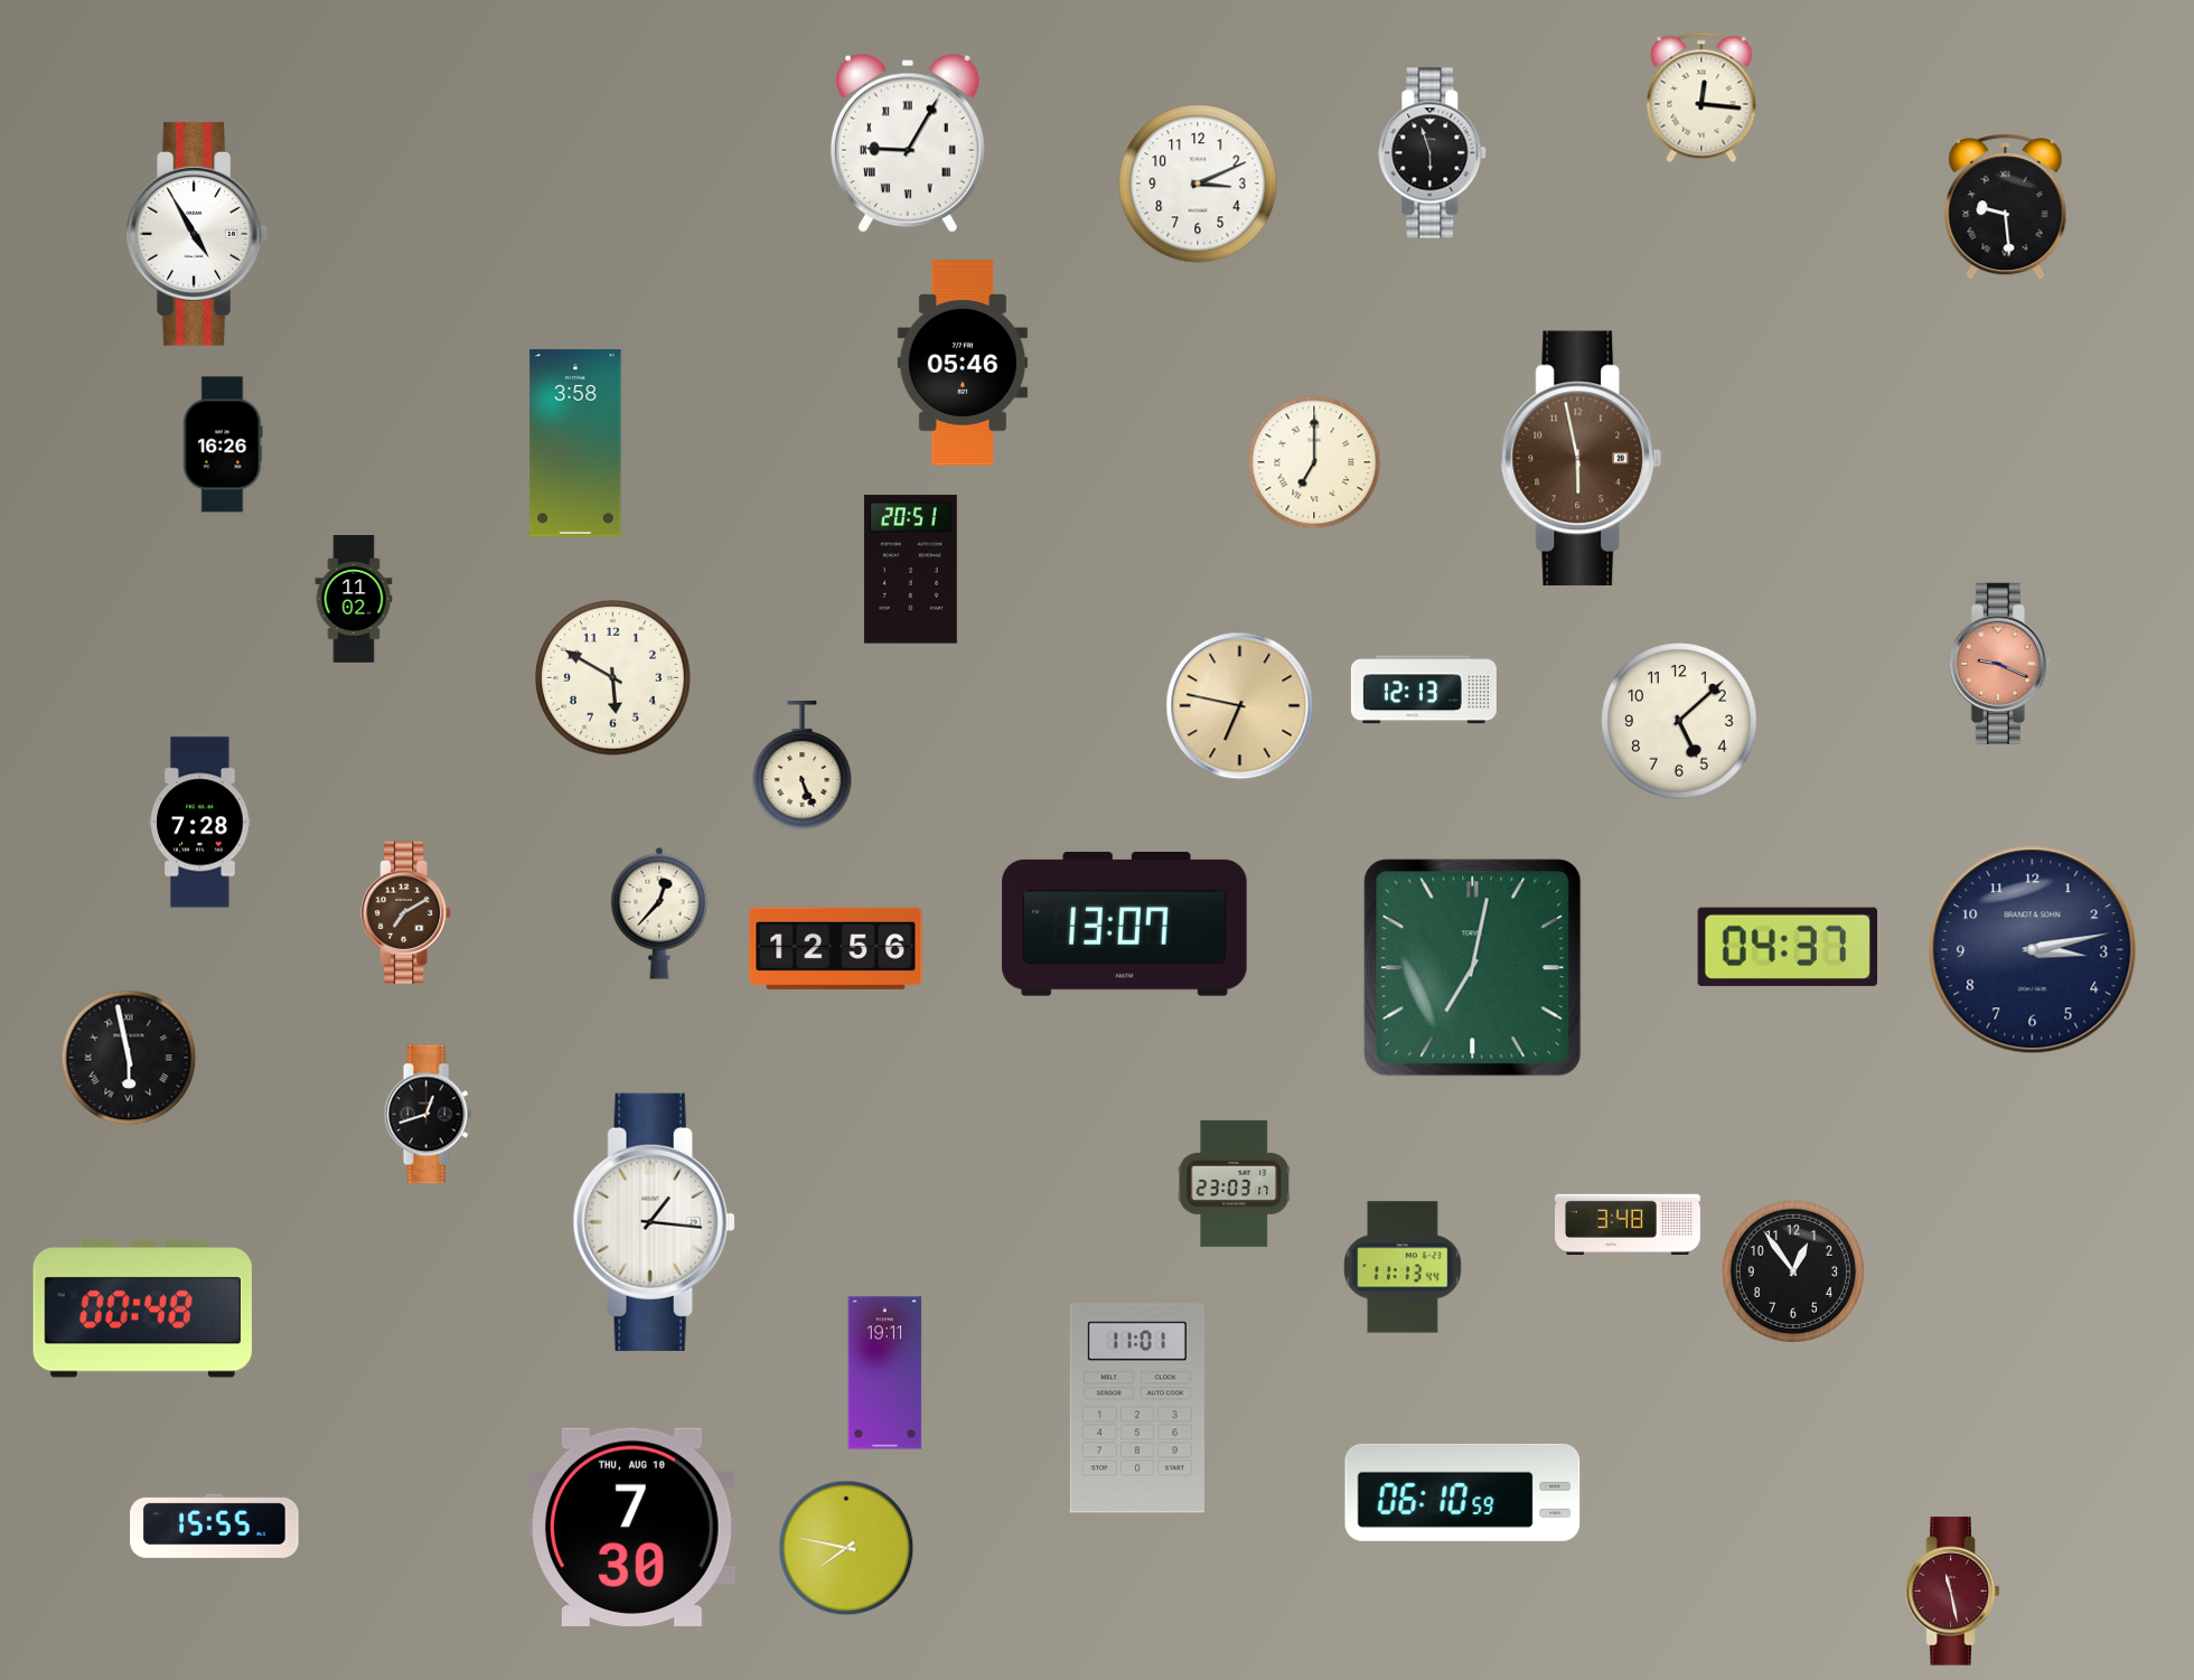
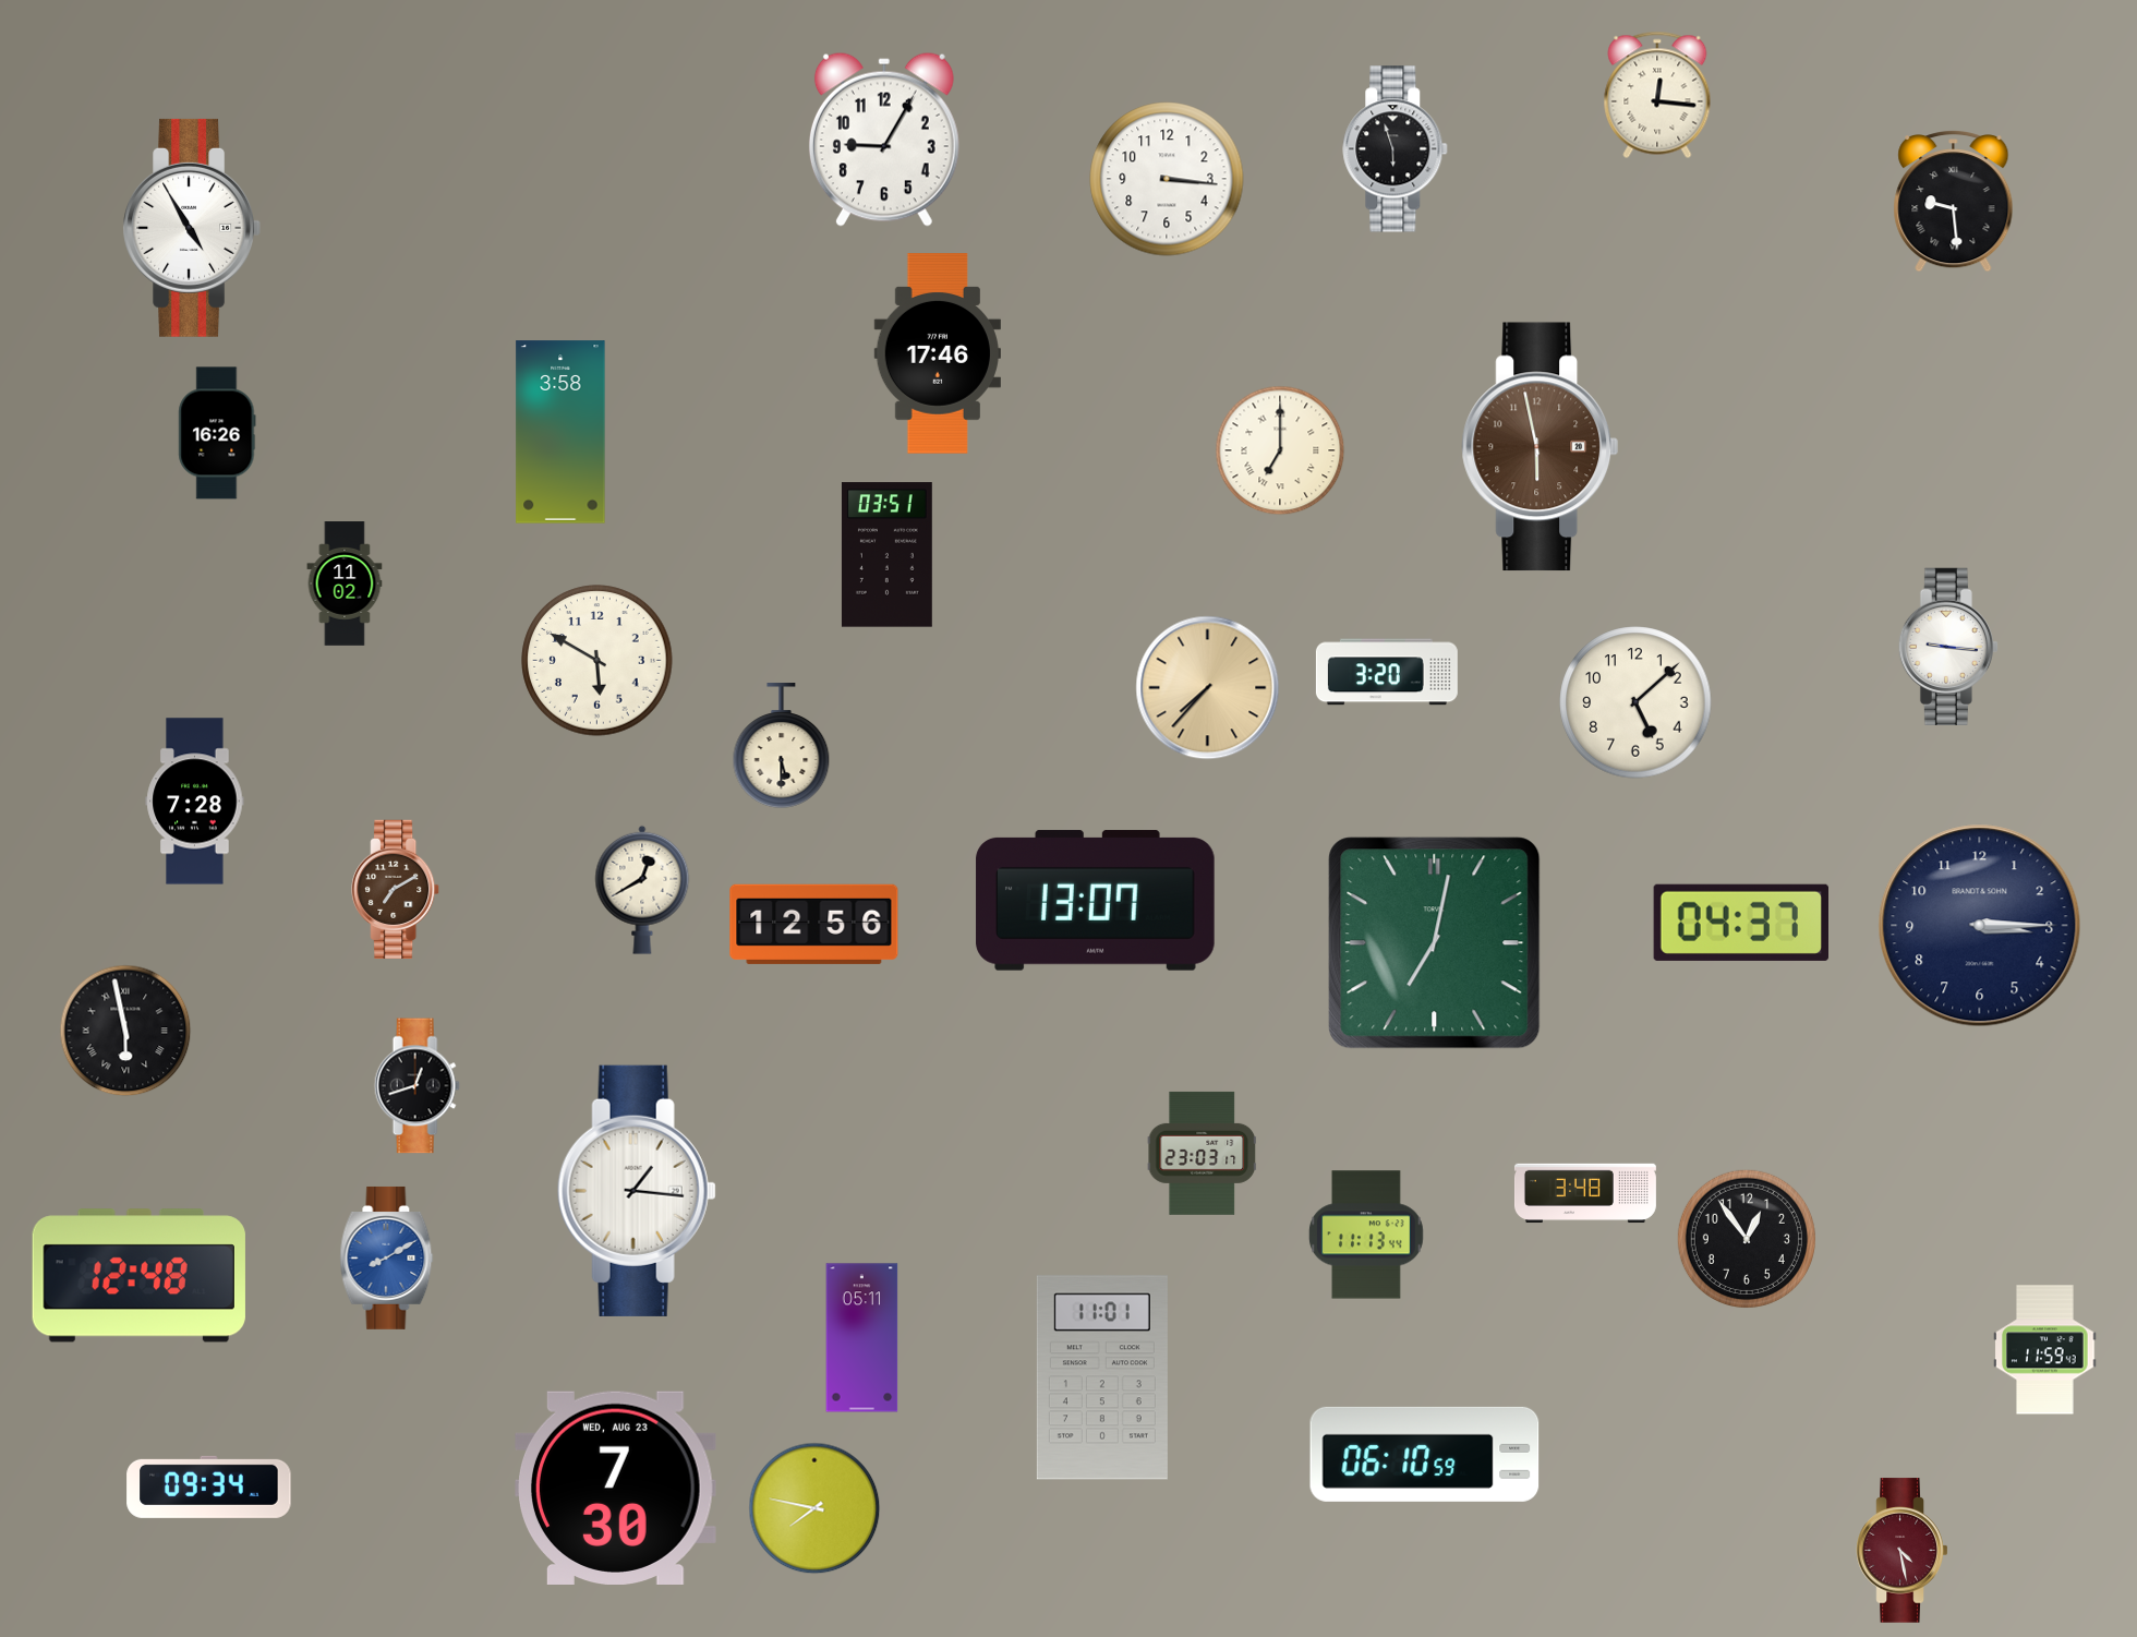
clock at (908, 143) numerals: Roman -> Arabic
clock at (1198, 184): 3:11 -> 3:16
clock at (962, 363): 05:46 -> 17:46
clock at (910, 570): 20:51 -> 03:51
clock at (2000, 664): 9:19 -> 9:16
clock at (2000, 664) dial: salmon -> white
clock at (1424, 689): 12:13 -> 3:20
clock at (1240, 706): 6:47 -> 7:37
clock at (803, 766): 5:26 -> 5:30
clock at (659, 913): 12:37 -> 12:40
clock at (2033, 950): 3:13 -> 3:15
clock at (387, 1257): none -> 8:10
clock at (142, 1310): 00:48 -> 12:48
clock at (885, 1373): 19:11 -> 05:11
clock at (2045, 1350): none -> 11:59
clock at (1137, 1408) position: (1137, 1408) -> (1102, 1377)
clock at (215, 1526): 15:55 -> 09:34
clock at (632, 1527) date: THU, AUG 10 -> WED, AUG 23
clock at (846, 1548) position: (846, 1548) -> (814, 1508)
clock at (1953, 1592): 11:28 -> 4:28
